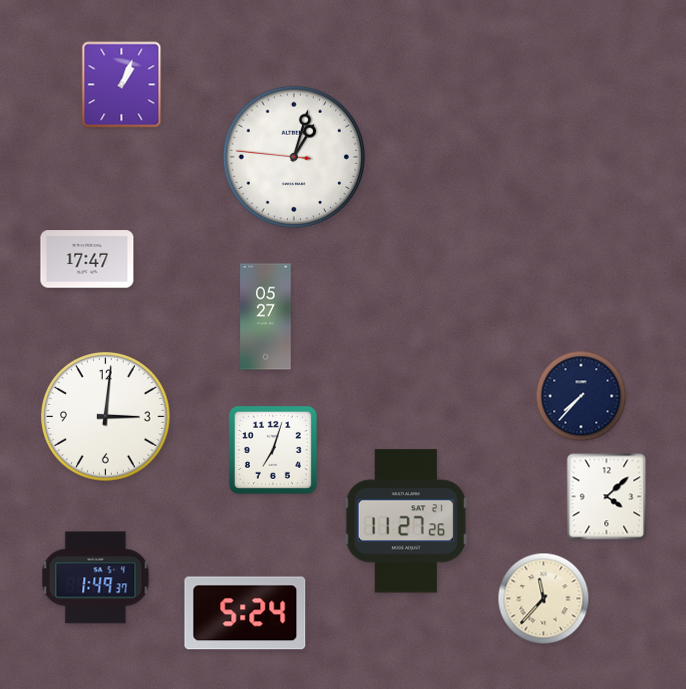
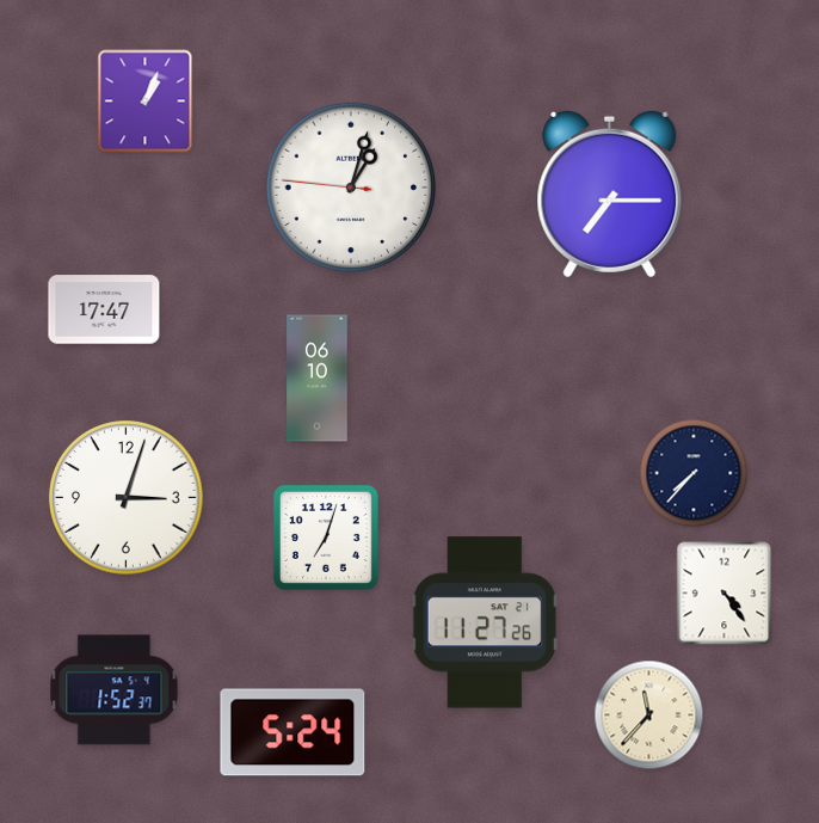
clock at (610, 195): none -> 7:15
clock at (266, 317): 05:27 -> 06:10
clock at (106, 417): 3:01 -> 3:03
clock at (607, 497): 4:08 -> 4:24
clock at (96, 578): 1:49 -> 1:52
